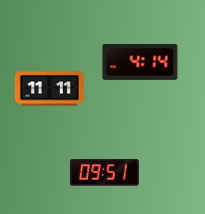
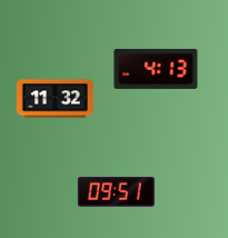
clock at (140, 62): 4:14 -> 4:13
clock at (49, 89): 11:11 -> 11:32
